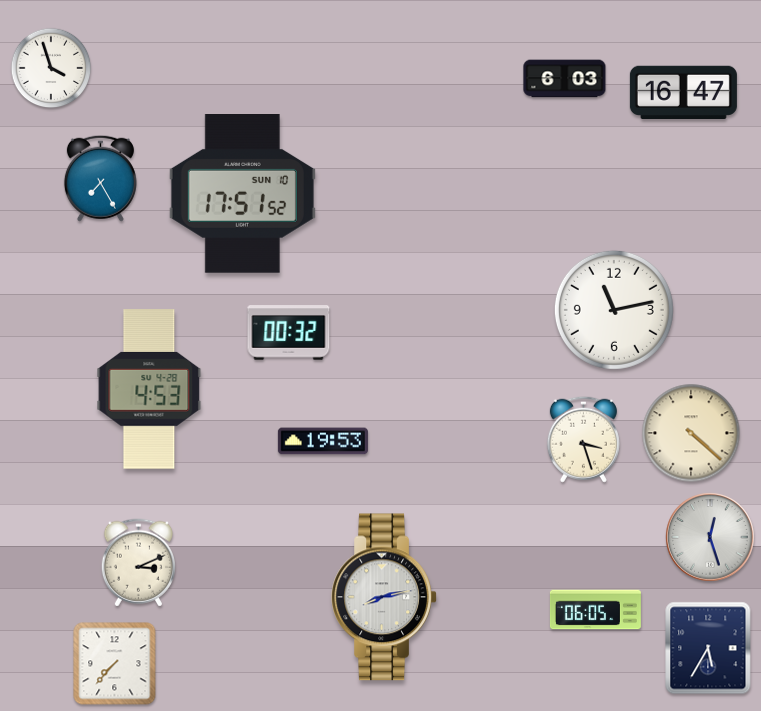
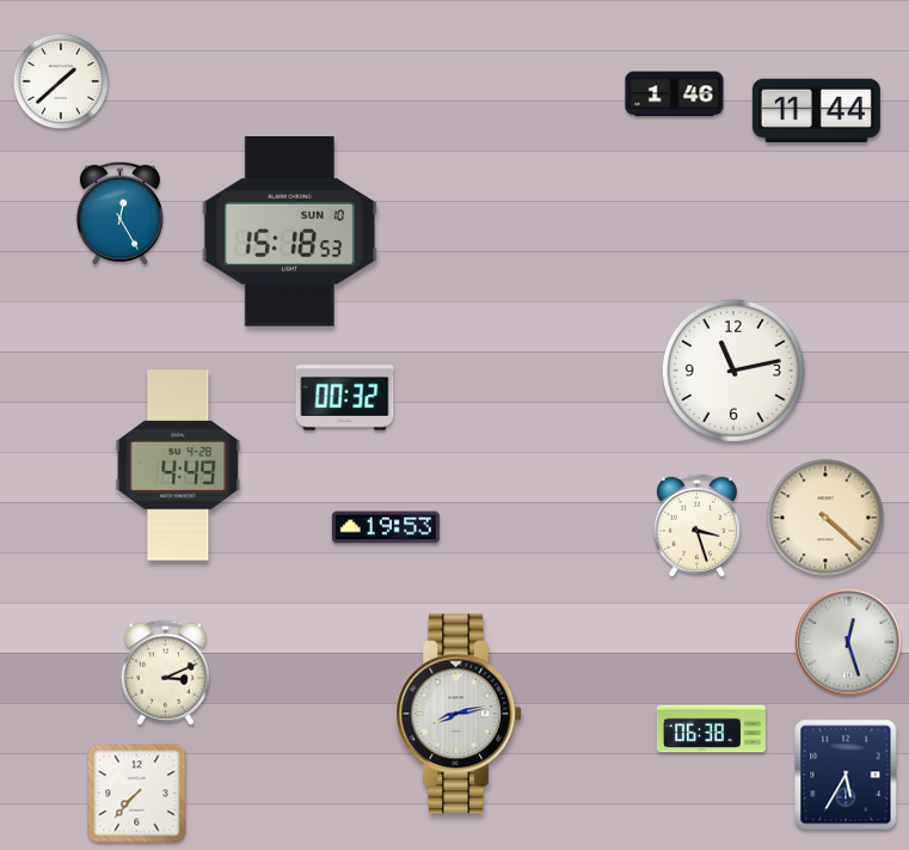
clock at (51, 68): 3:57 -> 1:38
clock at (565, 79): 6:03 -> 1:46
clock at (683, 92): 16:47 -> 11:44
clock at (100, 178): 7:25 -> 12:25
clock at (242, 194): 17:51 -> 15:18
clock at (149, 389): 4:53 -> 4:49
clock at (595, 610): 06:05 -> 06:38
